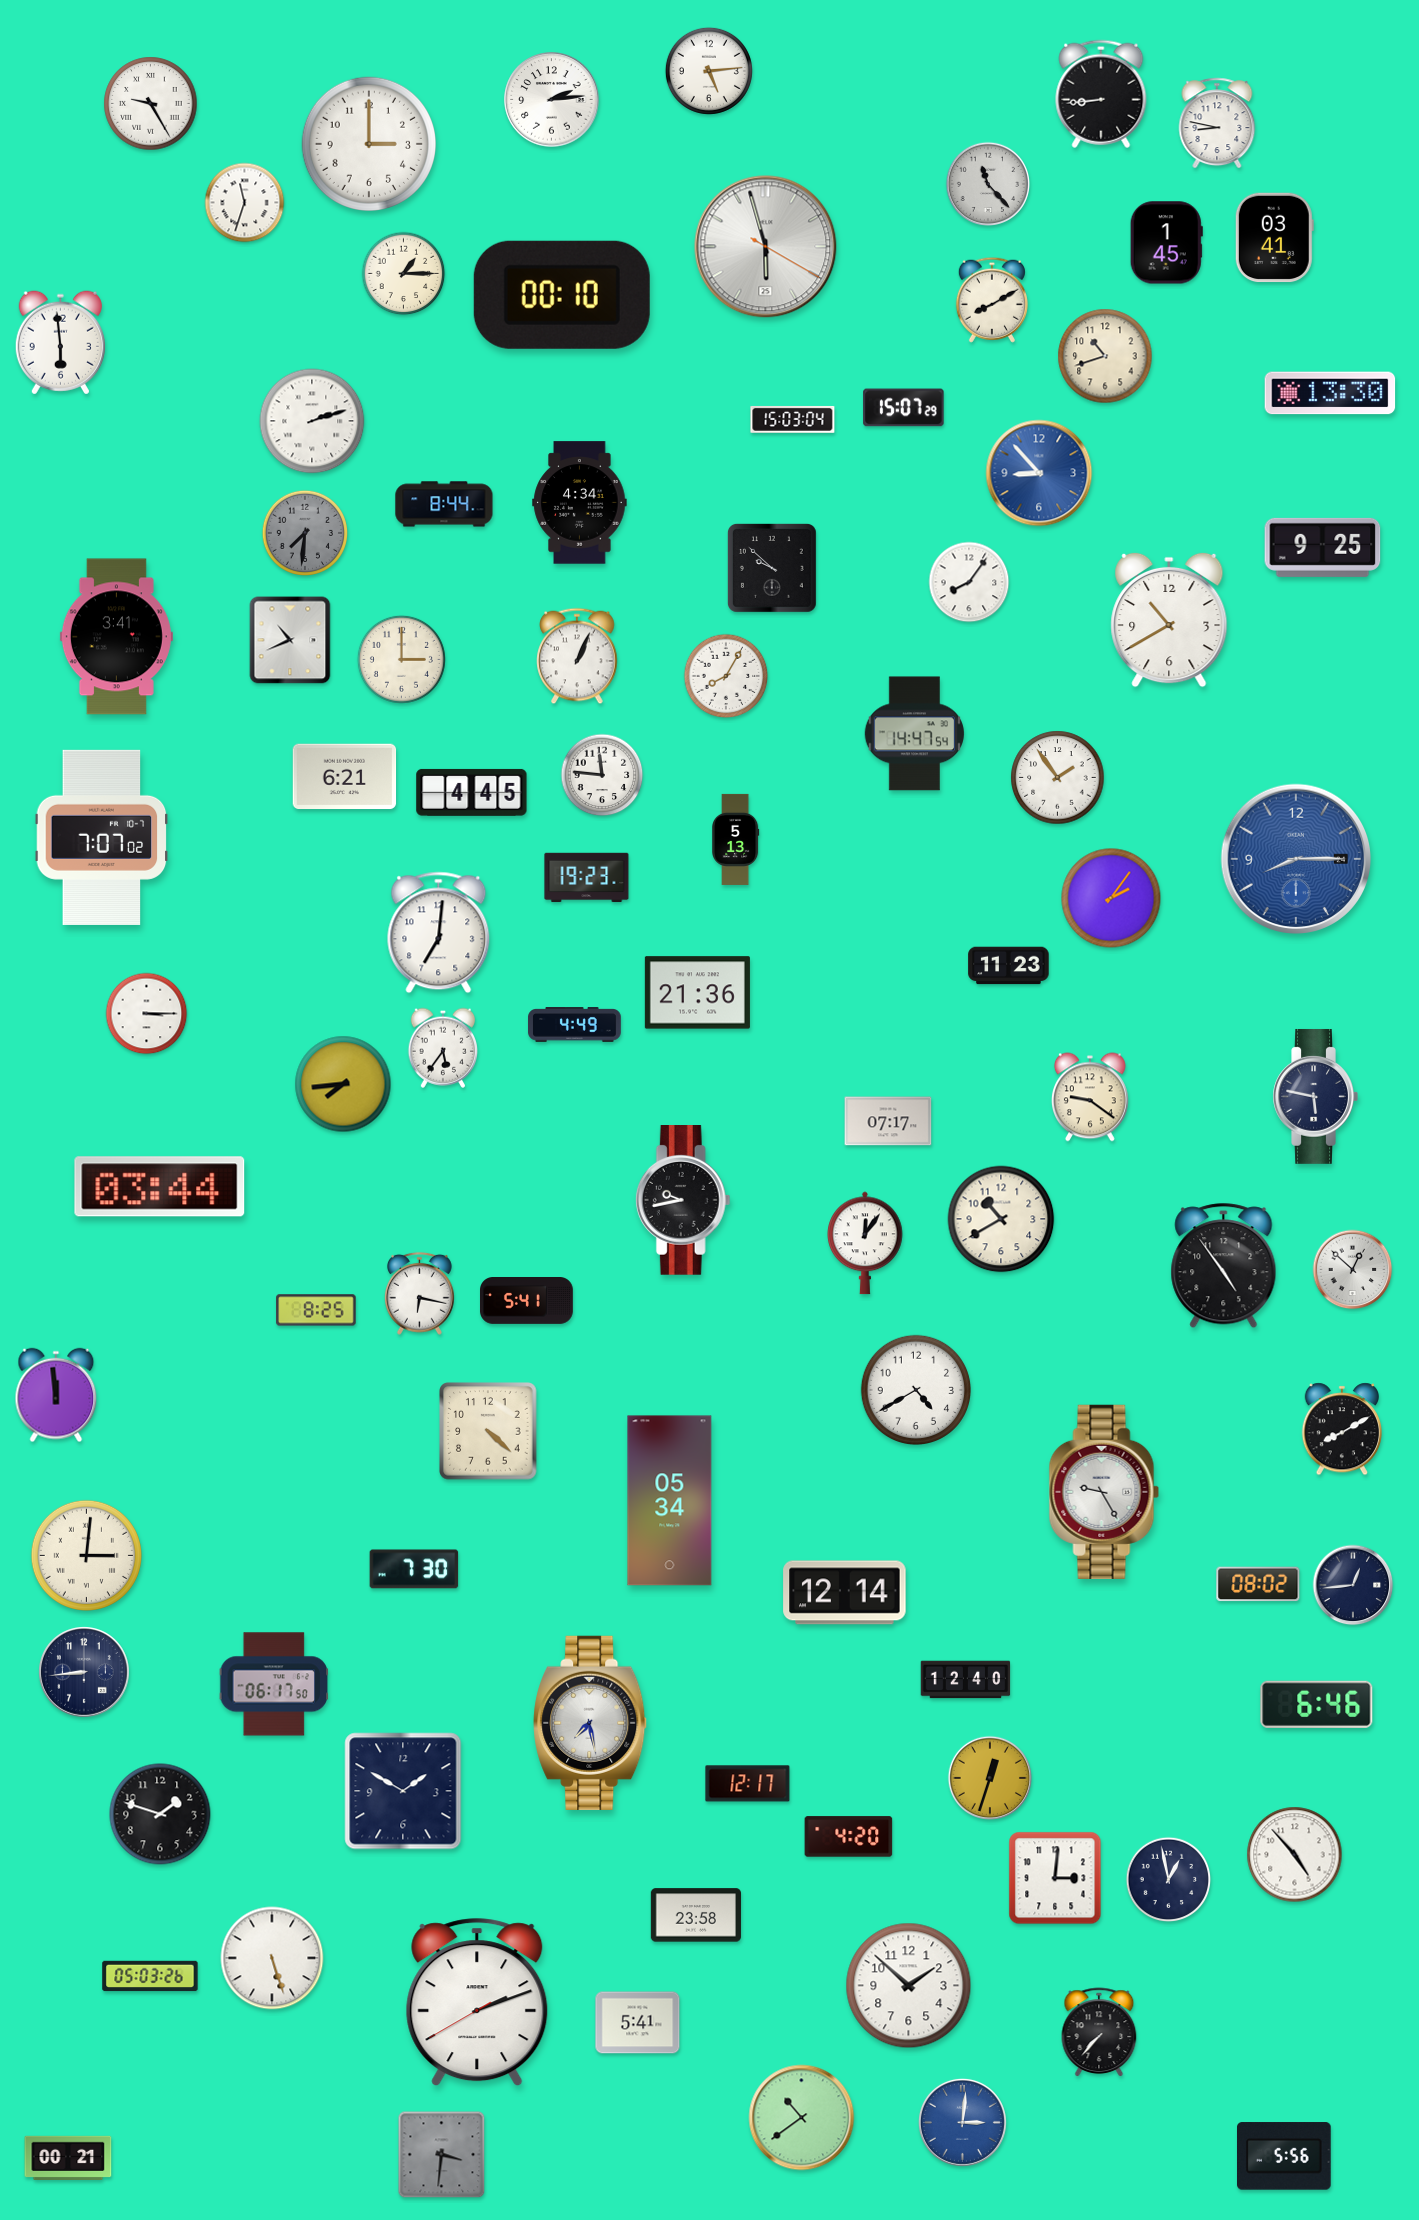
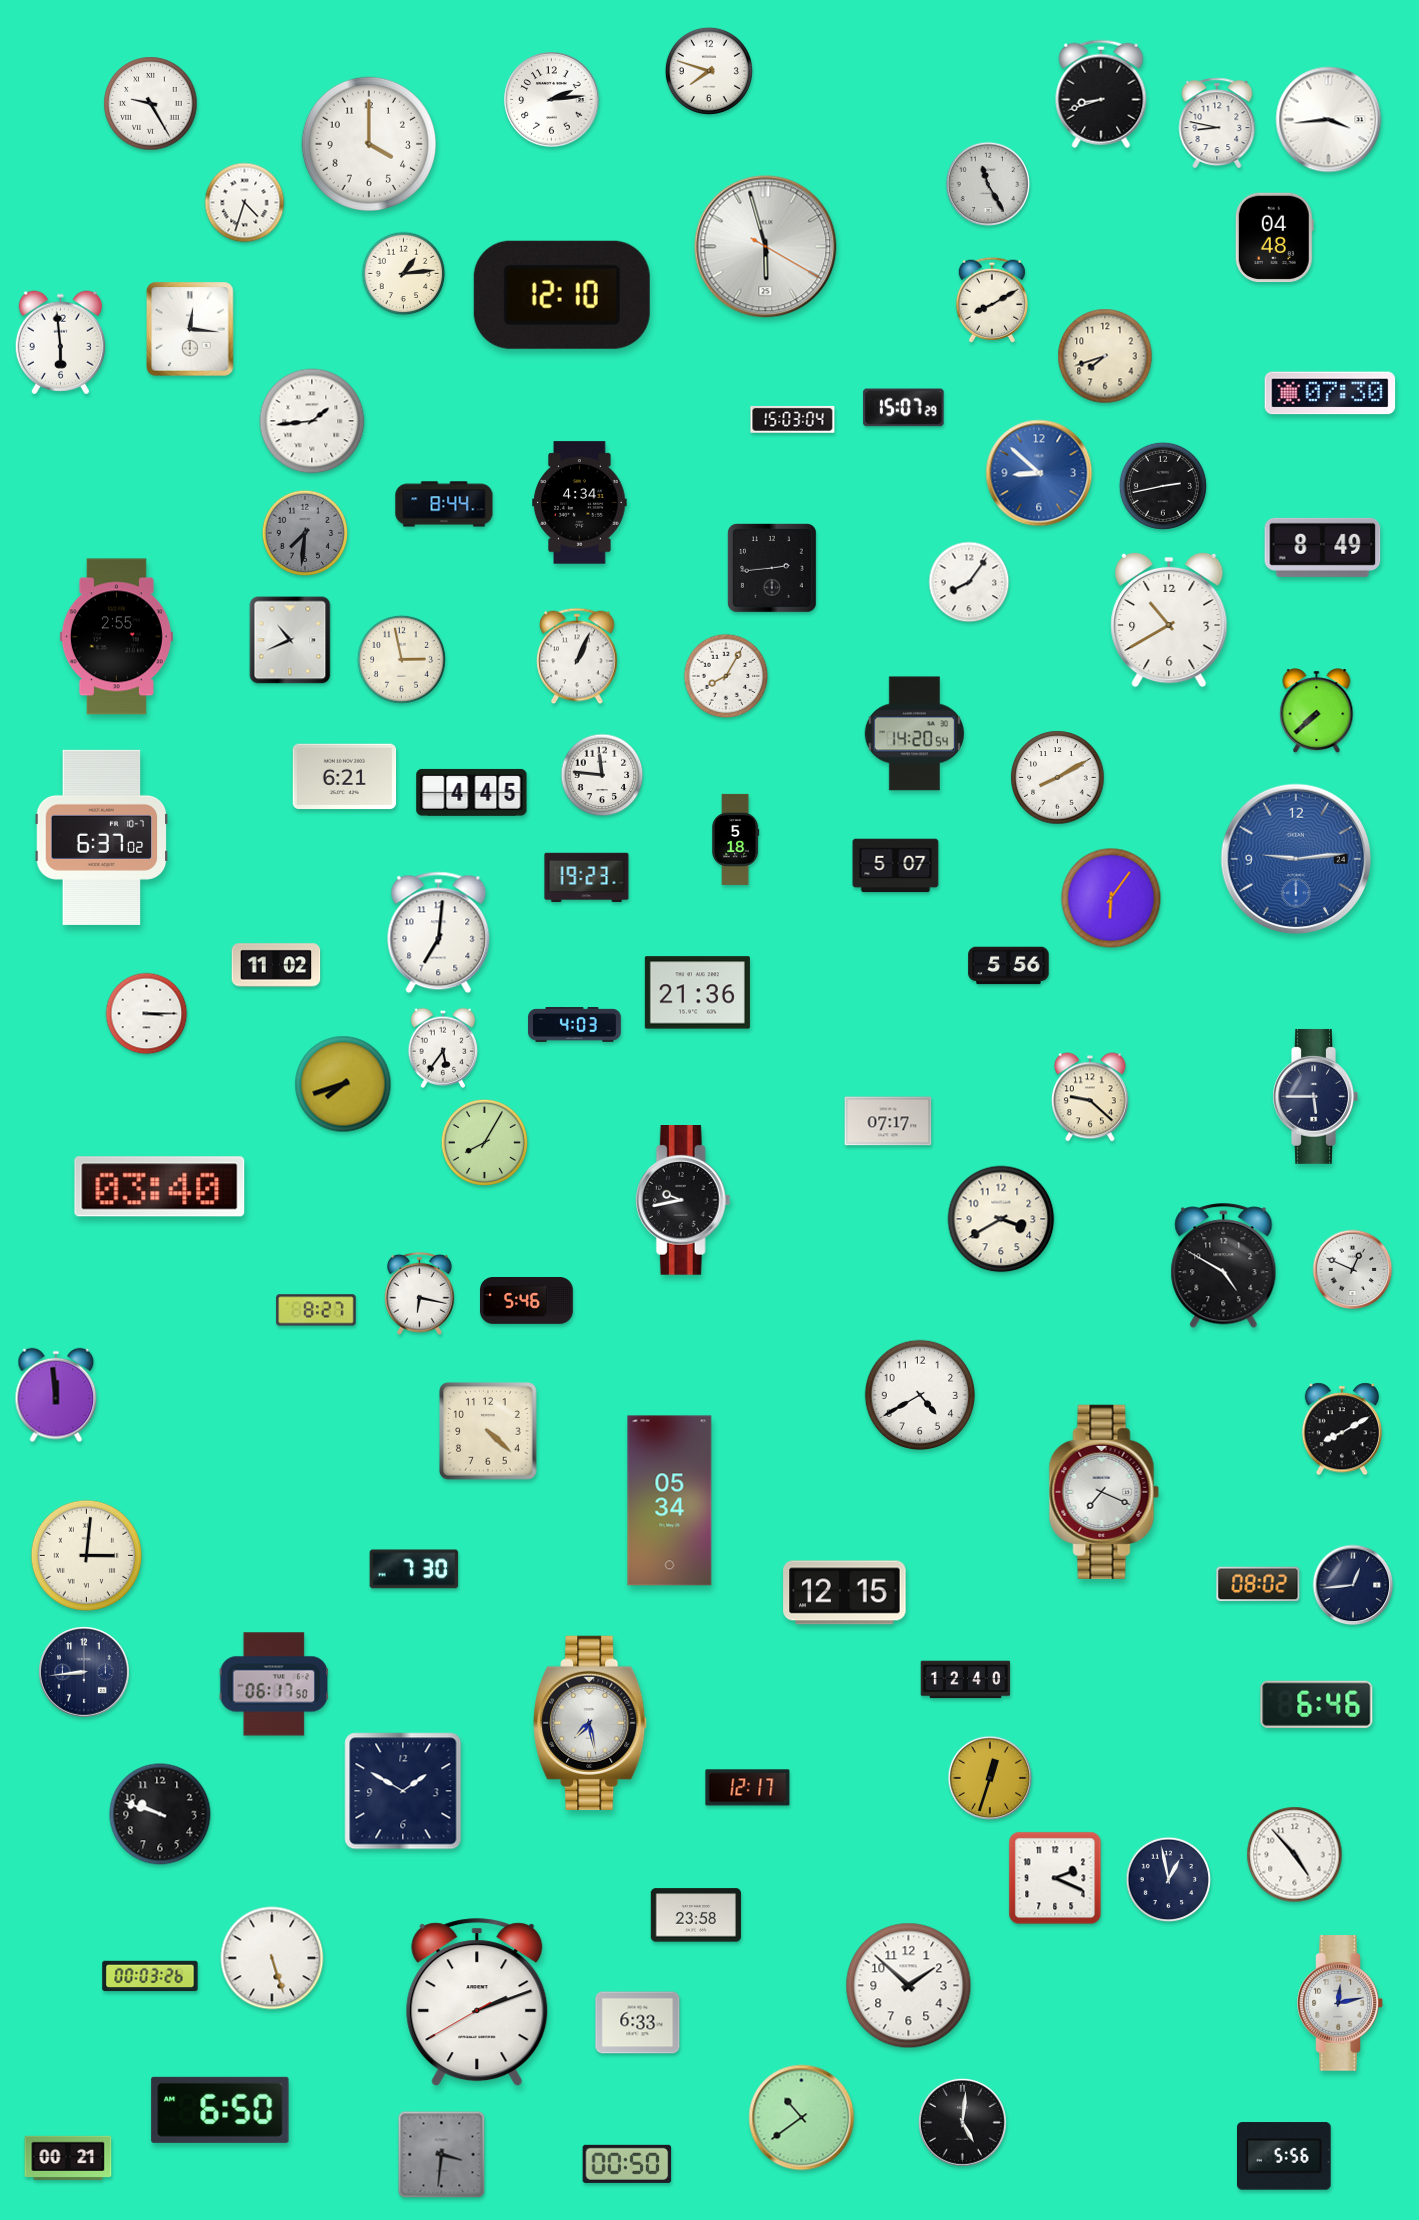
clock at (709, 71): 5:14 -> 7:48
clock at (1101, 94): 8:44 -> 8:42
clock at (1329, 120): none -> 3:44
clock at (368, 143): 3:00 -> 4:00
clock at (987, 183): 11:23 -> 11:25
clock at (245, 203): 11:33 -> 4:33
clock at (1274, 238): 03:41 -> 04:48
clock at (1166, 243): 1:45 -> none
clock at (404, 274): 1:15 -> 1:14
clock at (562, 295): 00:10 -> 12:10
clock at (190, 329): none -> 12:16
clock at (1105, 356): 10:42 -> 7:42
clock at (1330, 393): 13:30 -> 07:30
clock at (312, 421): 2:12 -> 1:44
clock at (1039, 473): 8:53 -> 8:52
clock at (1163, 486): none -> 2:43
clock at (1323, 547): 9:25 -> 8:49
clock at (772, 568): 9:52 -> 2:44
clock at (116, 637): 3:41 -> 2:55
clock at (401, 659): 3:00 -> 2:58
clock at (1317, 711): none -> 7:38
clock at (914, 734): 14:47 -> 14:20
clock at (1058, 778): 1:54 -> 8:10
clock at (102, 837): 7:07 -> 6:37
clock at (736, 839): 5:13 -> 5:18
clock at (1296, 859): 8:15 -> 9:14
clock at (896, 866): none -> 5:07
clock at (1111, 898): 2:06 -> 6:06
clock at (276, 965): none -> 11:02
clock at (1009, 966): 11:23 -> 5:56
clock at (575, 1025): 4:49 -> 4:03
clock at (343, 1084): 7:44 -> 7:42
clock at (1315, 1096): 5:47 -> 5:45
clock at (1090, 1097): 9:21 -> 9:22
clock at (484, 1142): none -> 8:05
clock at (160, 1187): 03:44 -> 03:40
clock at (1001, 1219): 10:40 -> 3:40
clock at (865, 1243): 12:06 -> none
clock at (1224, 1266): 4:54 -> 4:50
clock at (1353, 1270): 12:52 -> 12:49
clock at (527, 1301): 5:41 -> 5:46
clock at (316, 1310): 8:25 -> 8:27
clock at (915, 1389) position: (915, 1389) -> (919, 1394)
clock at (1104, 1492): 9:25 -> 7:19
clock at (845, 1593): 12:14 -> 12:15
clock at (748, 1784) position: (748, 1784) -> (748, 1788)
clock at (160, 1814): 1:48 -> 9:48
clock at (849, 1837): 4:20 -> none
clock at (1055, 1878): 3:01 -> 2:19
clock at (150, 1976): 05:03 -> 00:03
clock at (1340, 2003): none -> 12:13
clock at (638, 2023): 5:41 -> 6:33
clock at (1099, 2033): 7:37 -> none
clock at (220, 2110): none -> 6:50
clock at (962, 2122): 3:01 -> 5:01
clock at (962, 2122) dial: blue -> black
clock at (627, 2164): none -> 00:50
